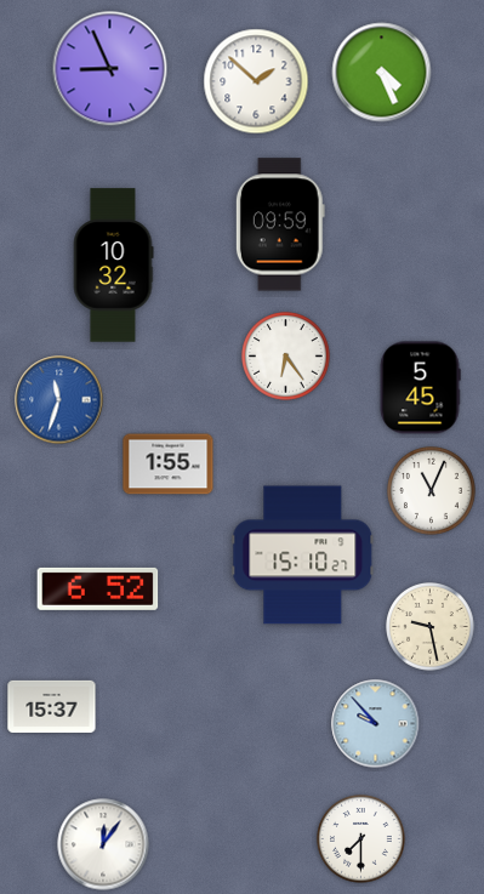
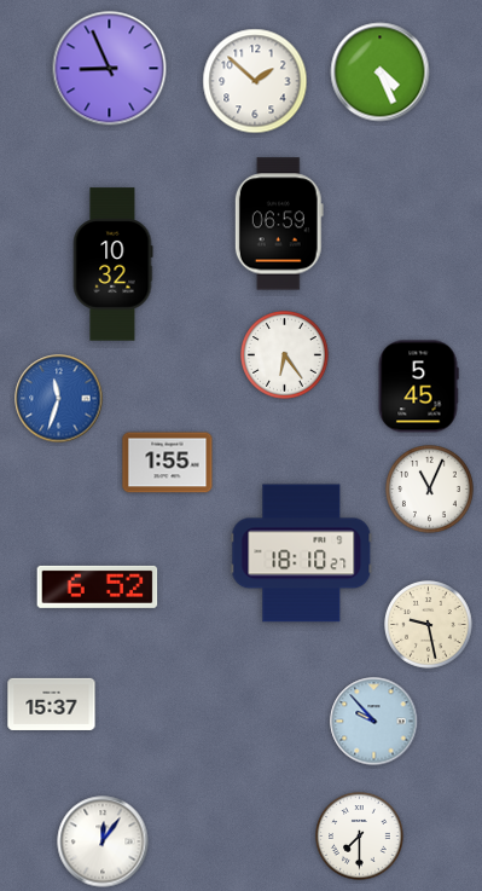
clock at (280, 224): 09:59 -> 06:59
clock at (303, 556): 15:10 -> 18:10
